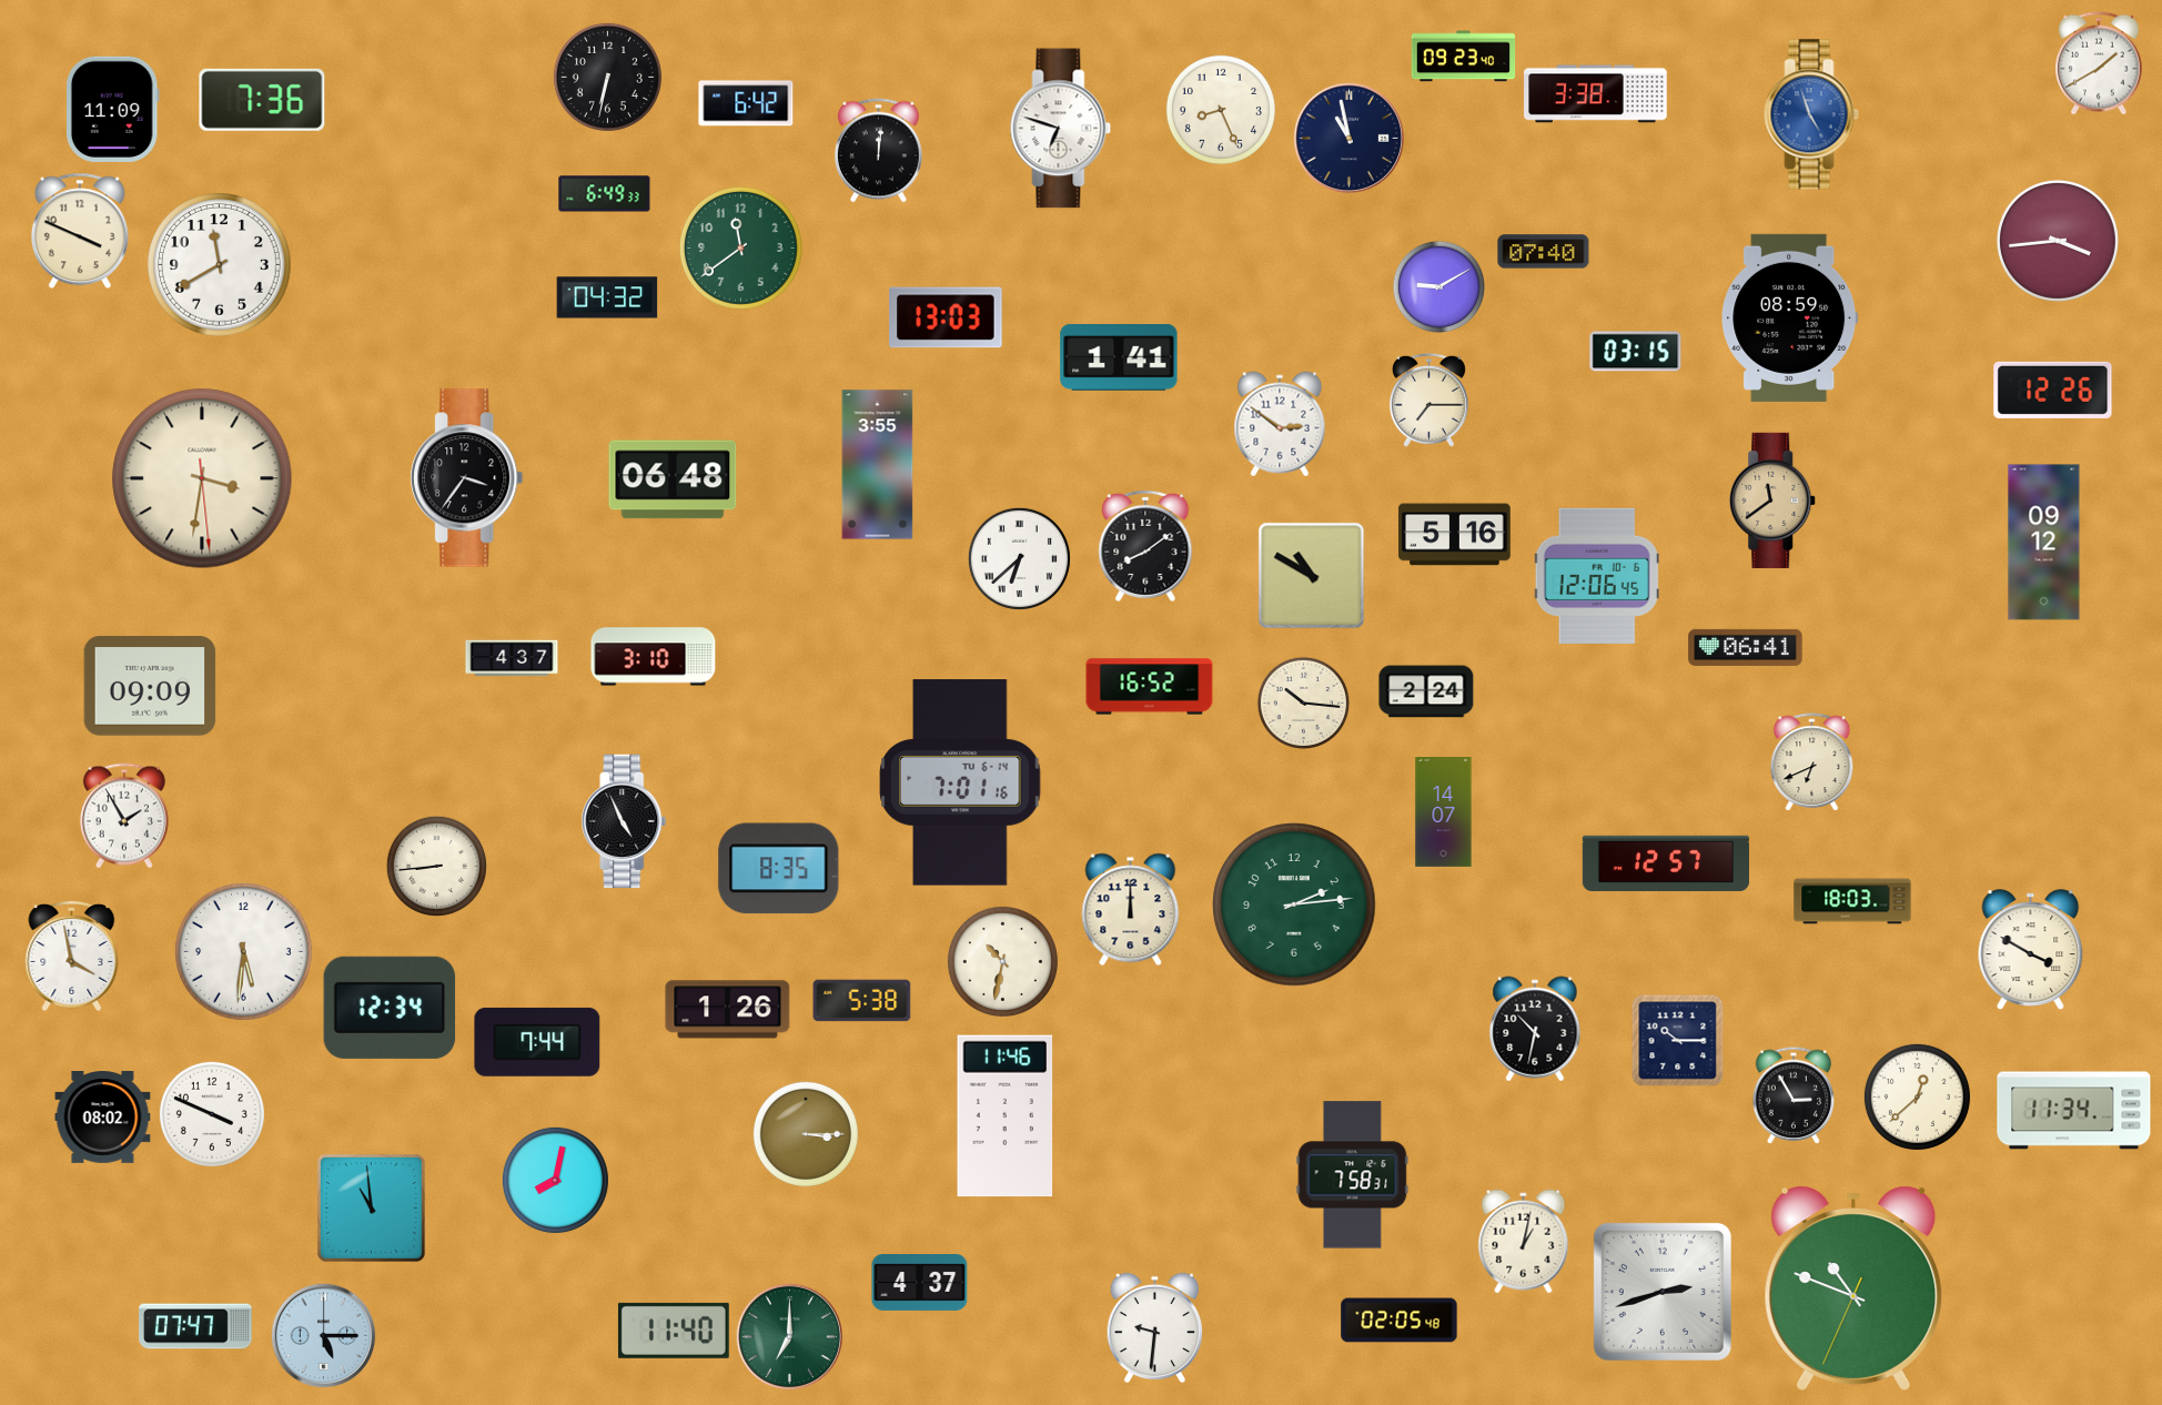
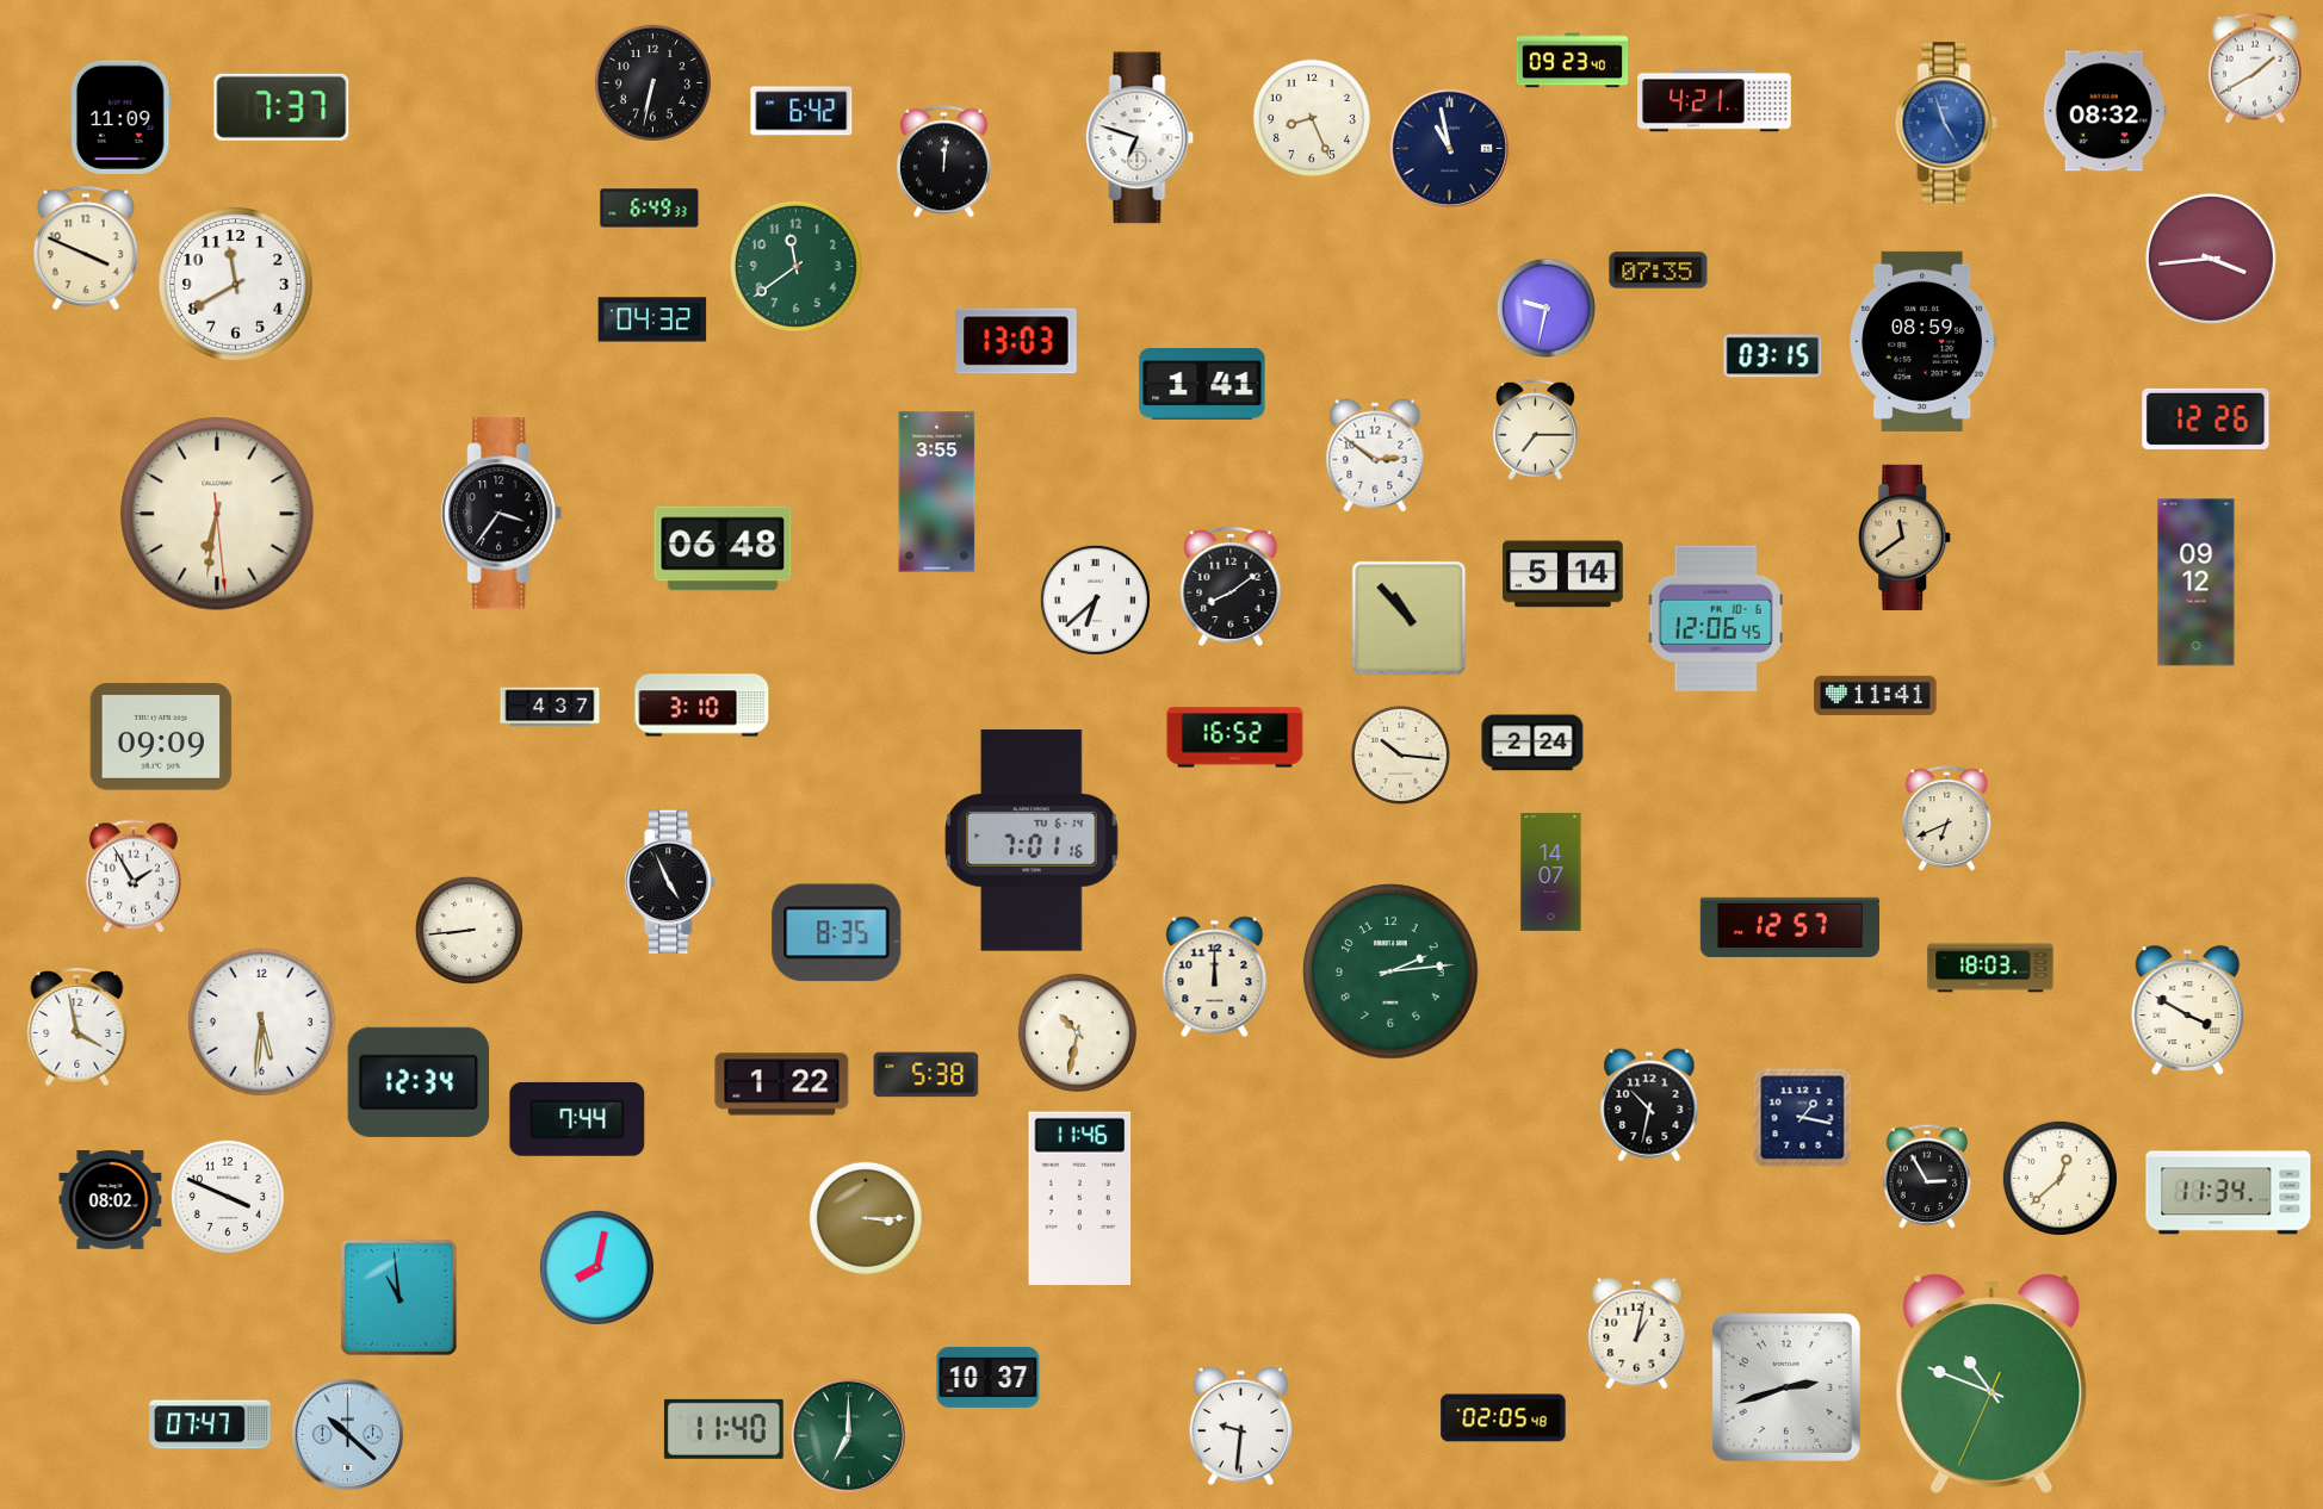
clock at (1596, 94): 3:38 -> 4:21
clock at (262, 100): 7:36 -> 7:37
clock at (2105, 111): none -> 08:32
clock at (1544, 252): 07:40 -> 07:35
clock at (1438, 286): 9:10 -> 9:32
clock at (1636, 352) position: (1636, 352) -> (1773, 356)
clock at (878, 465) position: (878, 465) -> (937, 492)
clock at (202, 478): 3:31 -> 6:31
clock at (673, 479) position: (673, 479) -> (723, 548)
clock at (1455, 535): 5:16 -> 5:14
clock at (1312, 576): 10:50 -> 10:53
clock at (1746, 647): 06:41 -> 11:41
clock at (2031, 950) position: (2031, 950) -> (2188, 1011)
clock at (728, 1010): 1:26 -> 1:22
clock at (1678, 1041): 10:15 -> 1:17
clock at (1353, 1175): 7:58 -> none
clock at (920, 1283): 4:37 -> 10:37
clock at (323, 1335): 5:15 -> 10:22
